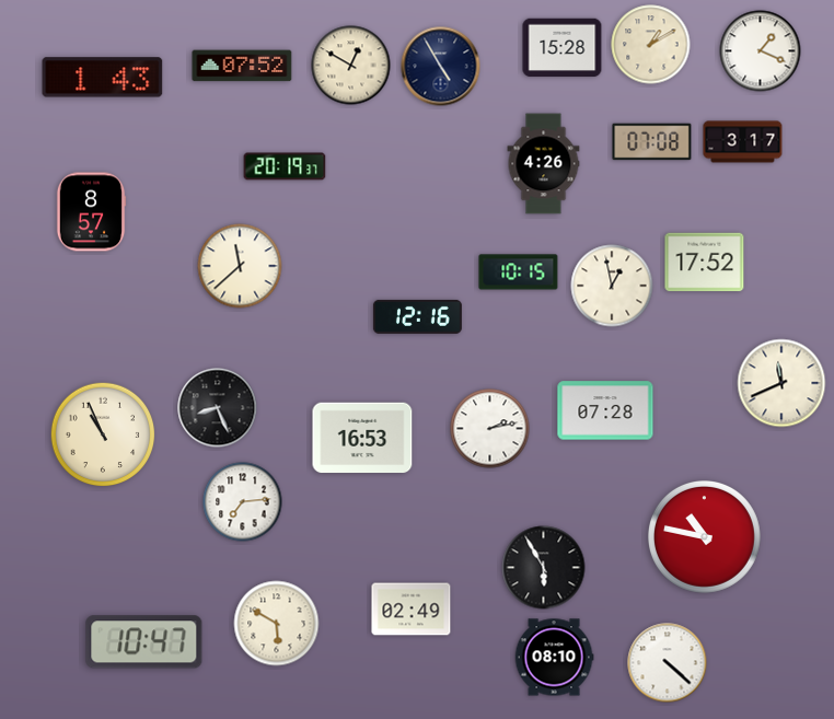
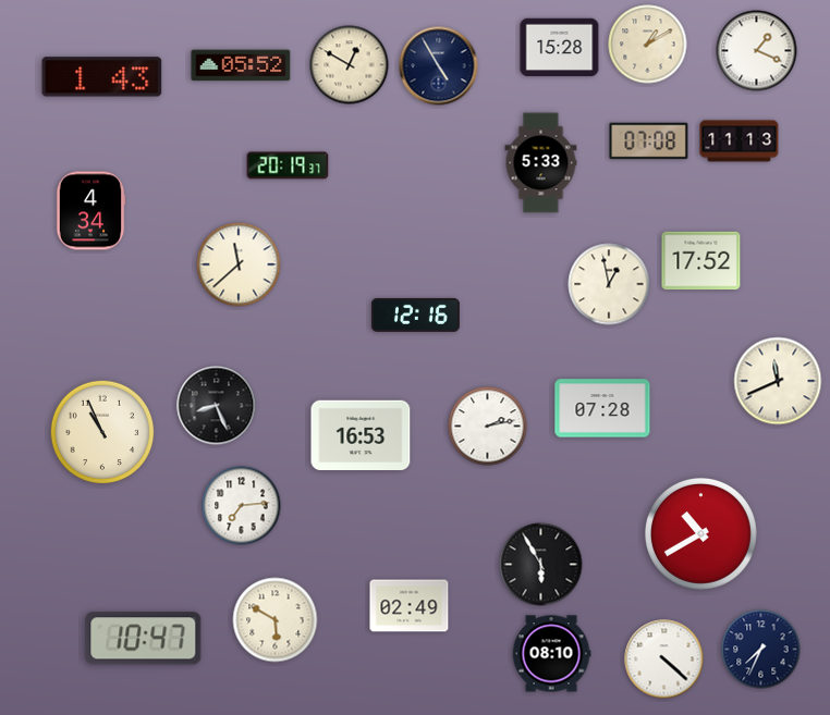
clock at (242, 66): 07:52 -> 05:52
clock at (743, 142): 3:17 -> 11:13
clock at (544, 164): 4:26 -> 5:33
clock at (285, 166) position: (285, 166) -> (288, 165)
clock at (91, 212): 8:57 -> 4:34
clock at (519, 272): 10:15 -> none
clock at (243, 502) position: (243, 502) -> (242, 506)
clock at (704, 536): 10:47 -> 10:40
clock at (761, 650): none -> 7:34
